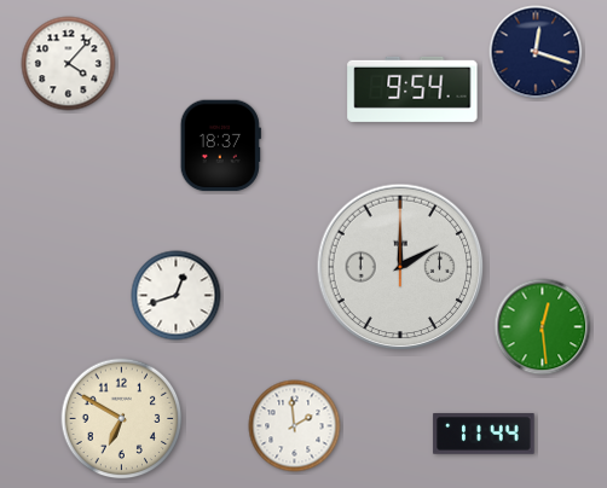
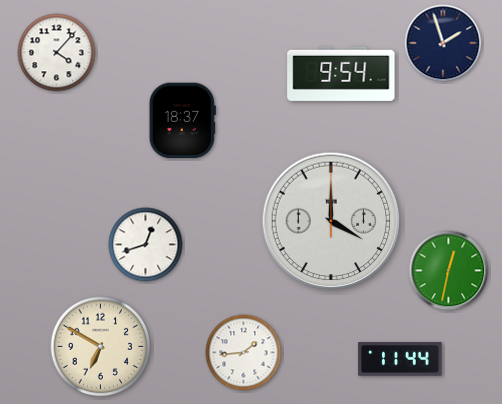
clock at (536, 52): 12:18 -> 1:57
clock at (400, 267): 2:00 -> 4:00
clock at (543, 327): 12:29 -> 12:32
clock at (295, 426): 1:59 -> 1:44
